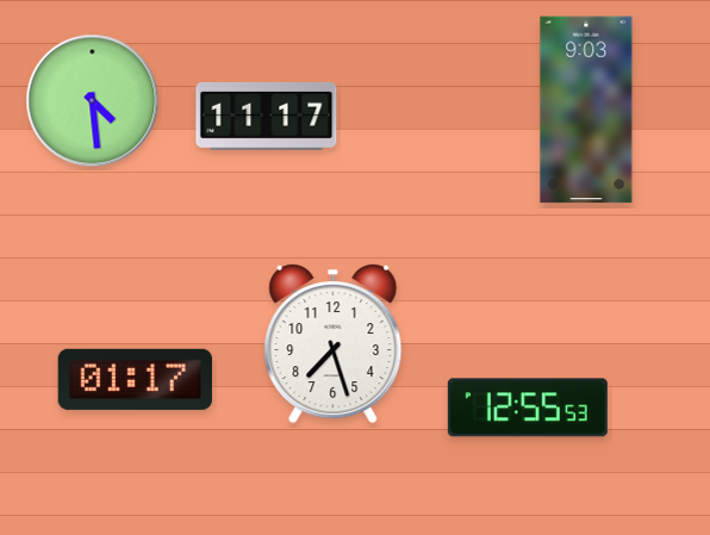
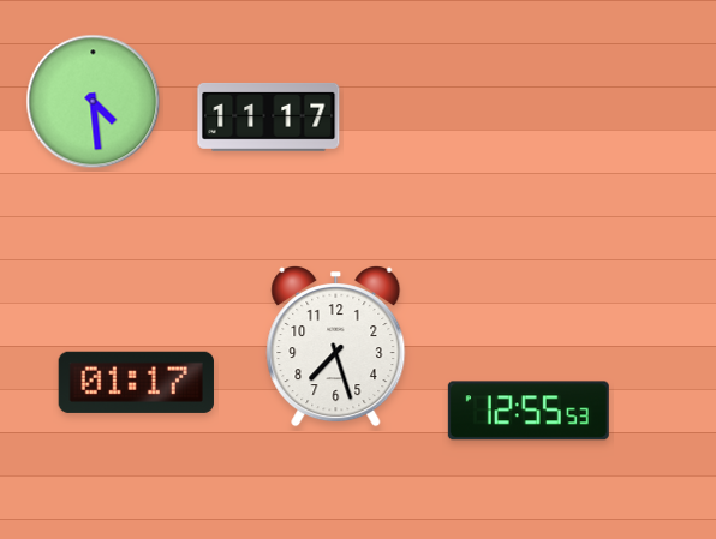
clock at (586, 110): 9:03 -> none
clock at (528, 408) position: (528, 408) -> (529, 411)
